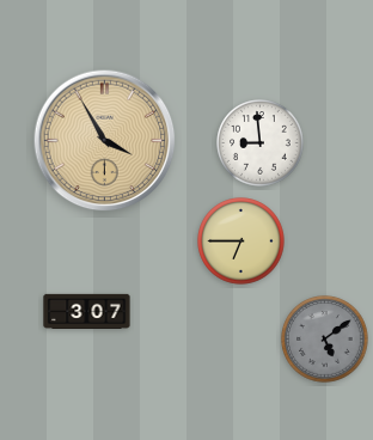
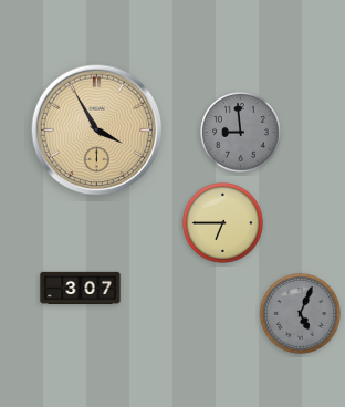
clock at (261, 143) dial: white -> grey
clock at (325, 340): 5:09 -> 5:04
